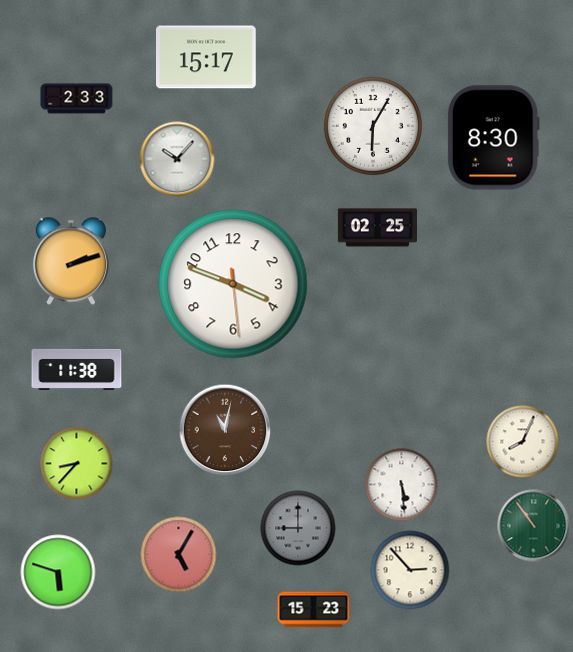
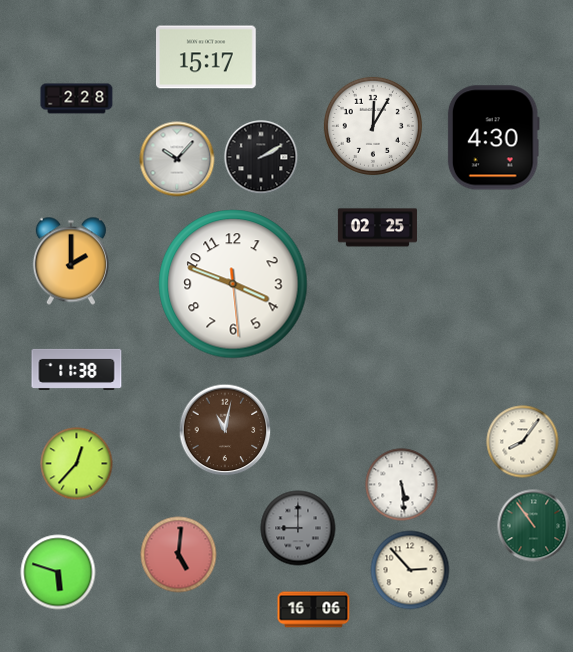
clock at (77, 99): 2:33 -> 2:28
clock at (373, 126): 6:05 -> 12:05
clock at (493, 138): 8:30 -> 4:30
clock at (261, 157): none -> 2:10
clock at (71, 261): 2:12 -> 2:00
clock at (523, 442): 8:04 -> 8:06
clock at (77, 464): 8:37 -> 12:37
clock at (179, 555): 5:05 -> 5:01
clock at (314, 610): 15:23 -> 16:06
